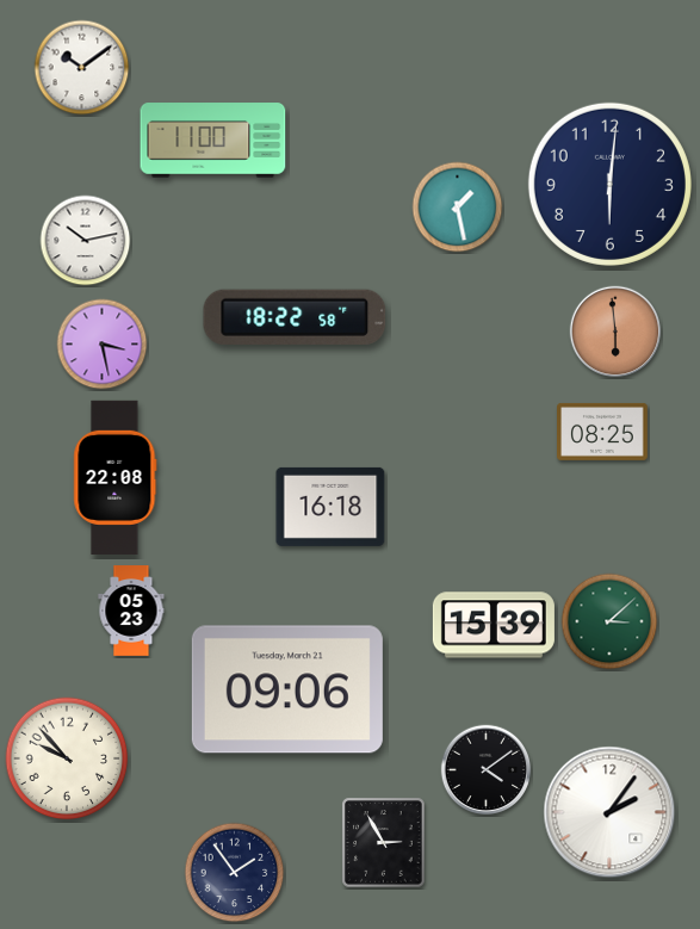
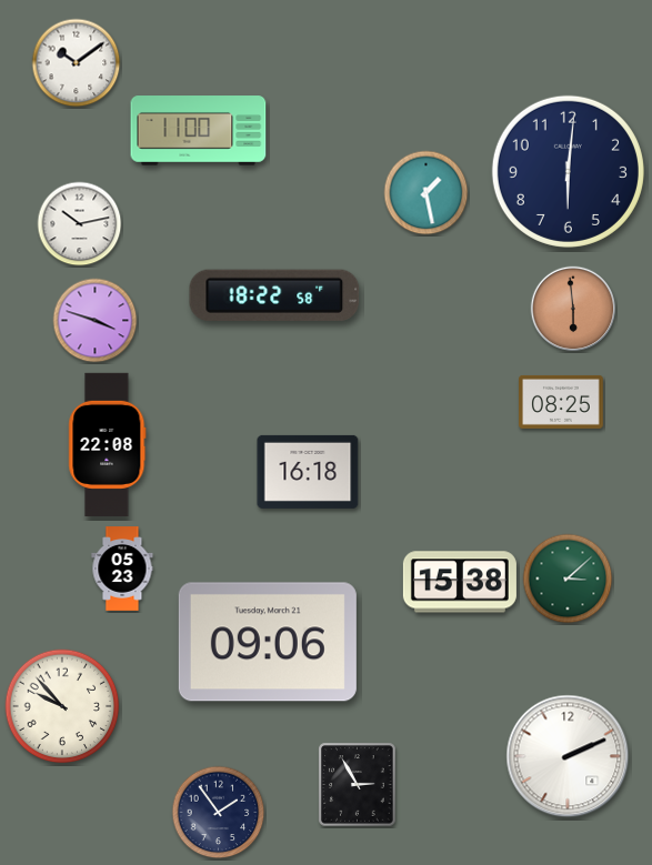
clock at (103, 345): 3:28 -> 3:48
clock at (494, 625): 15:39 -> 15:38
clock at (487, 770): 4:09 -> none
clock at (609, 812): 2:06 -> 2:11
